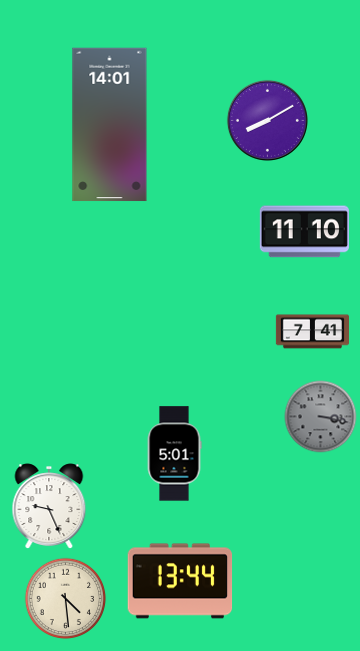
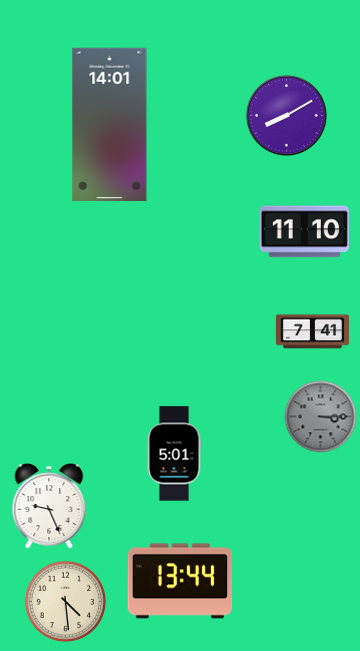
clock at (267, 120) position: (267, 120) -> (286, 115)
clock at (321, 417): 3:17 -> 3:15
clock at (66, 599) position: (66, 599) -> (66, 602)
